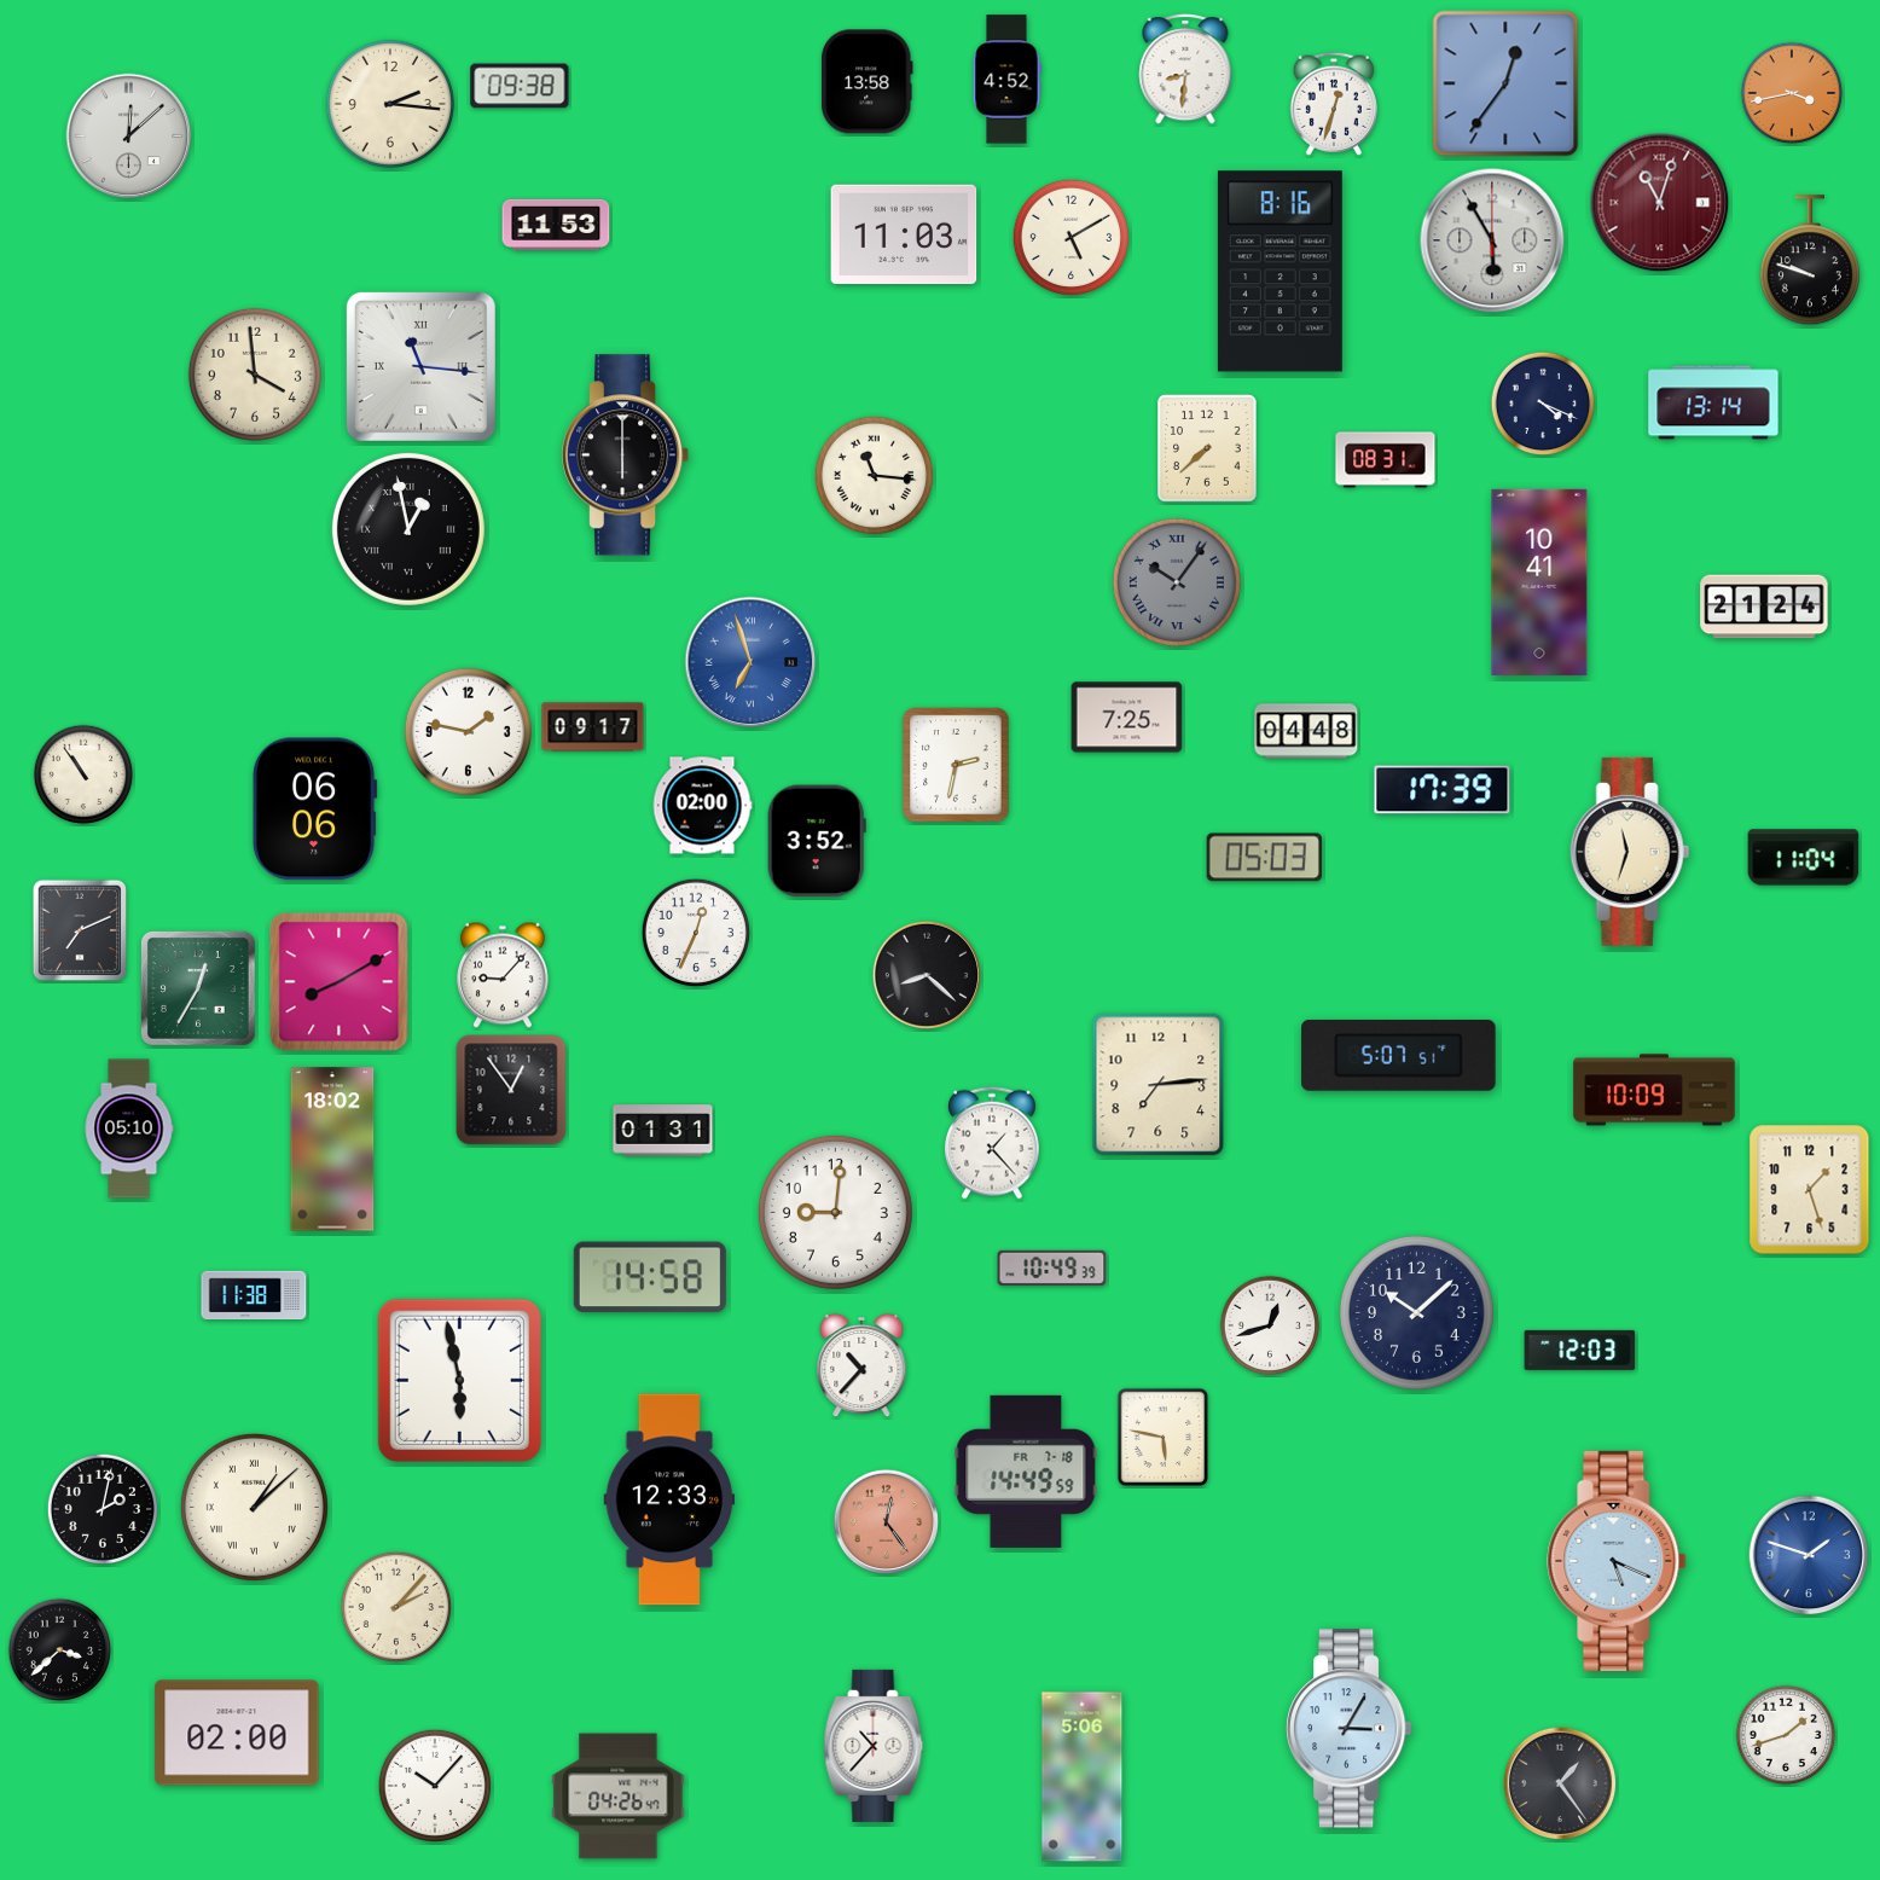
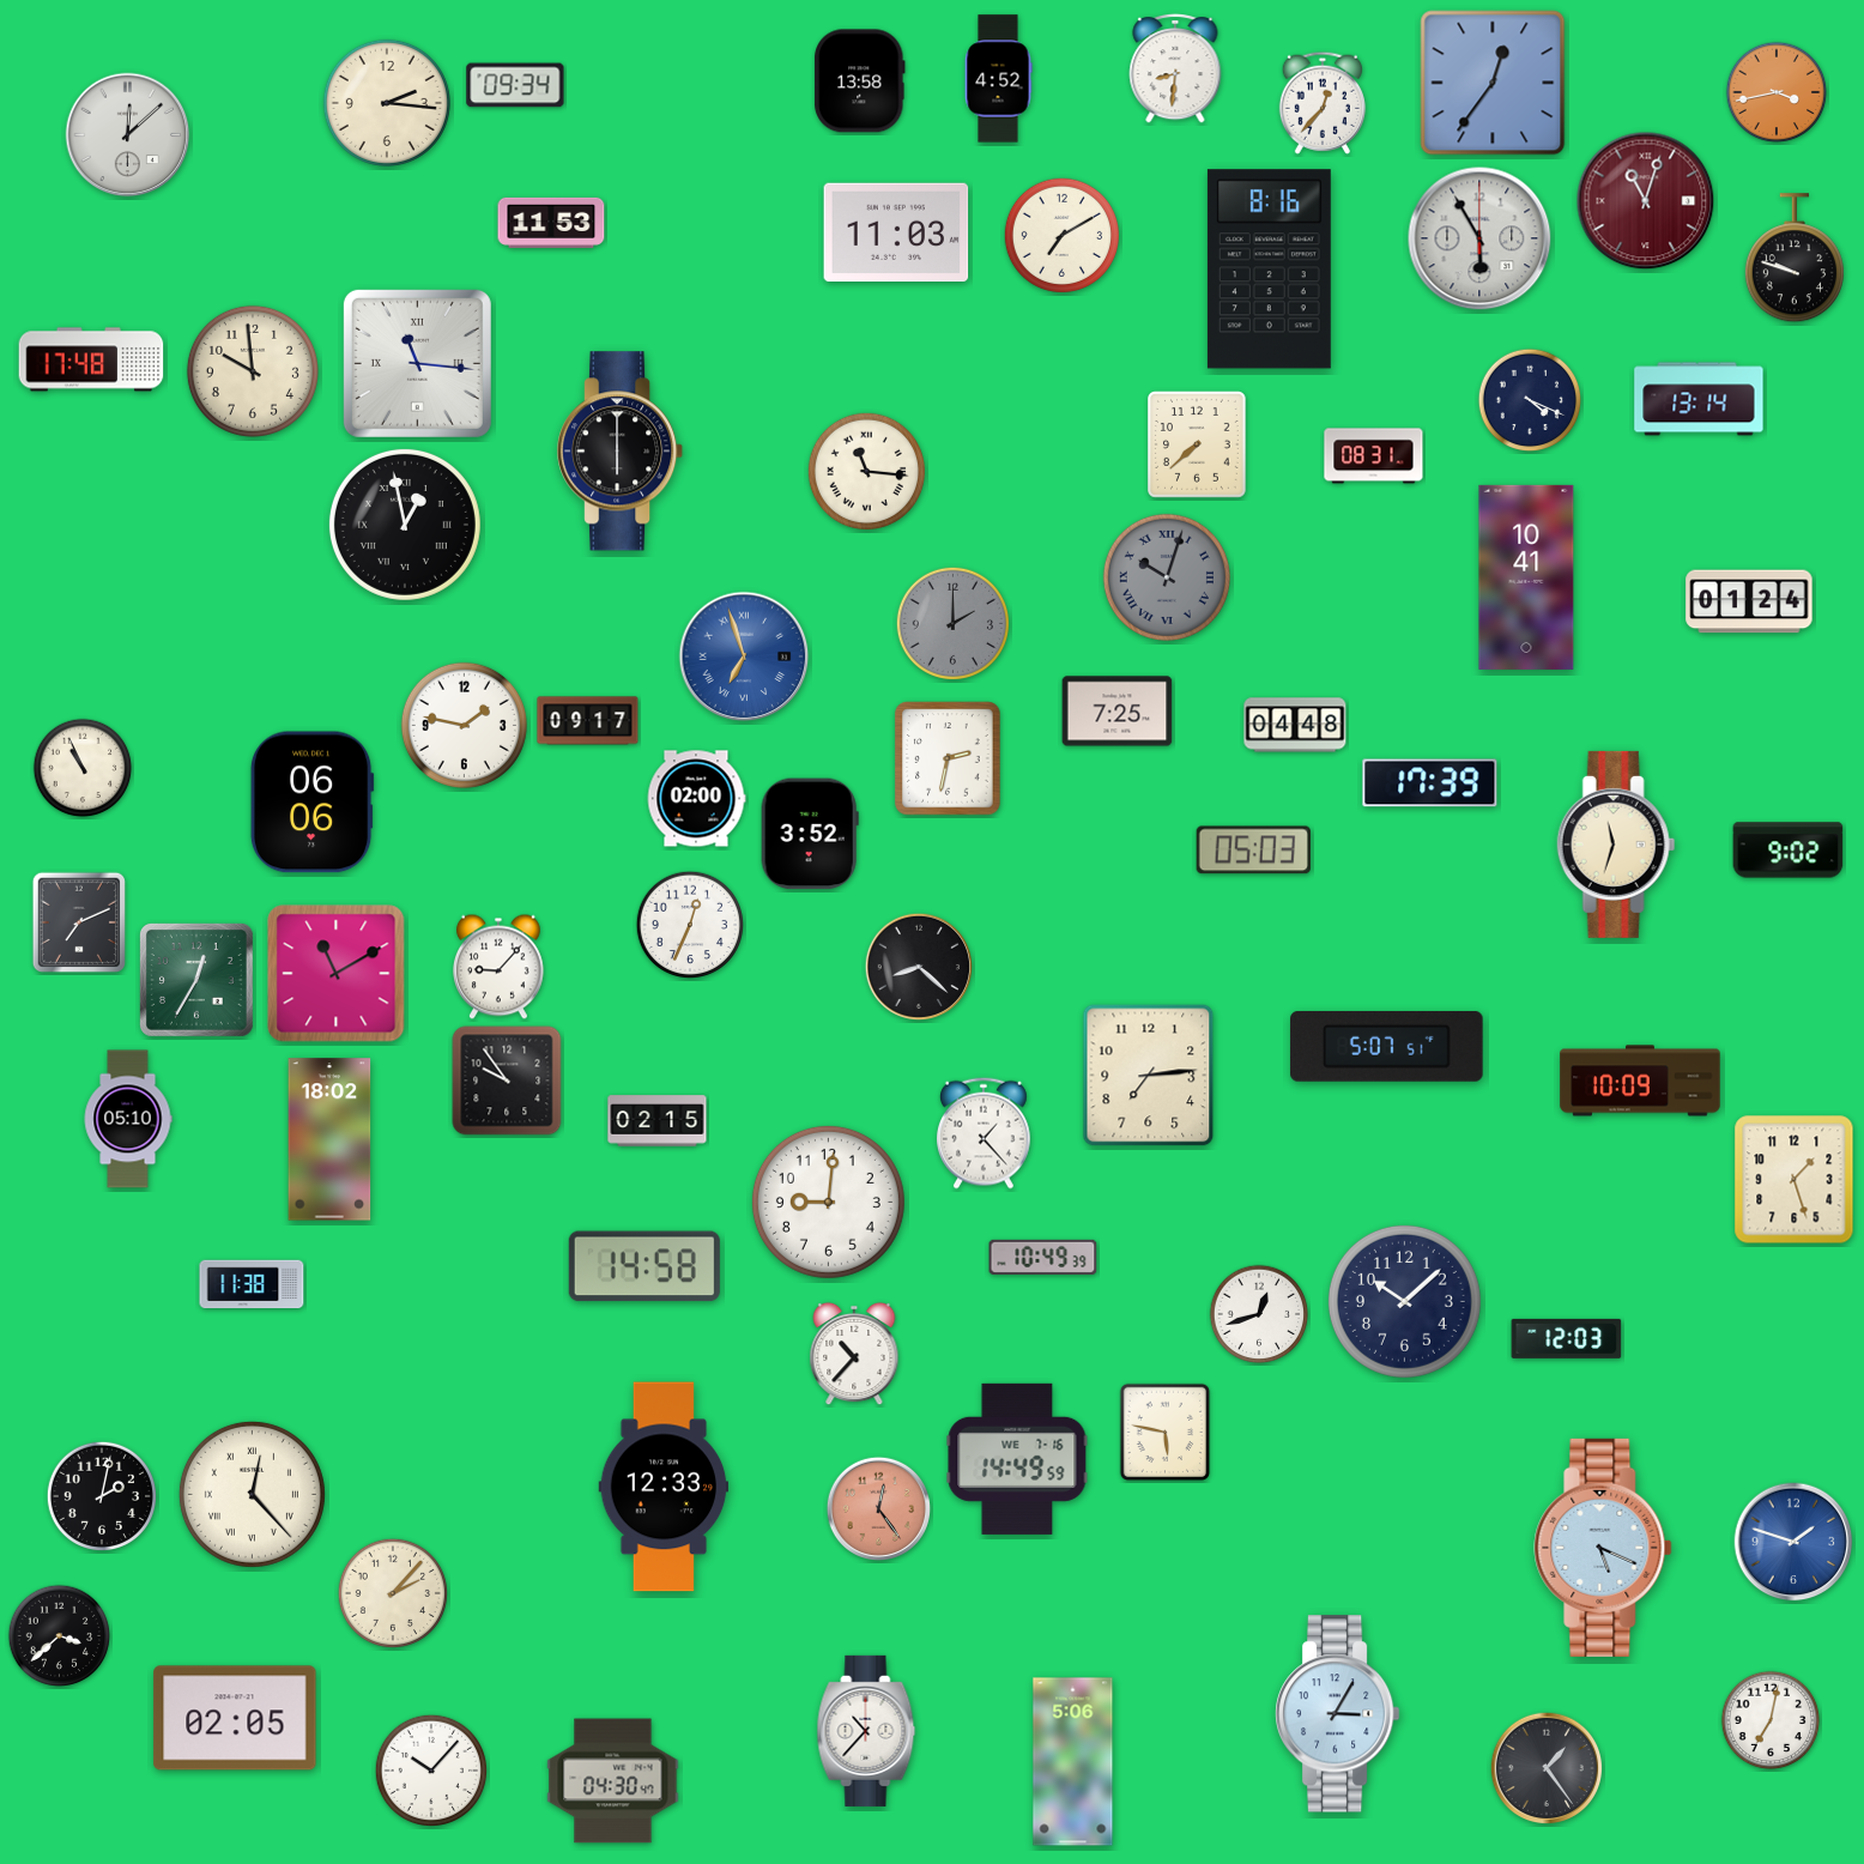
clock at (520, 86): 09:38 -> 09:34
clock at (1334, 104): 12:33 -> 12:37
clock at (1070, 237): 5:10 -> 7:10
clock at (91, 359): none -> 17:48
clock at (255, 375): 3:59 -> 9:59
clock at (1177, 582): 10:06 -> 10:03
clock at (1764, 607): 21:24 -> 01:24
clock at (952, 623): none -> 2:00
clock at (83, 774): 10:54 -> 10:56
clock at (1804, 858): 11:04 -> 9:02
clock at (340, 982): 8:10 -> 11:10
clock at (511, 1090): 12:54 -> 9:54
clock at (663, 1131): 01:31 -> 02:15
clock at (459, 1380): 5:58 -> none
clock at (1164, 1438) position: (1164, 1438) -> (1166, 1433)
clock at (1026, 1472) date: FR 7-18 -> WE 7-16
clock at (254, 1507): 1:08 -> 12:23
clock at (237, 1733): 02:00 -> 02:05
clock at (1786, 1735): 1:42 -> 7:02
clock at (619, 1797): 04:26 -> 04:30
